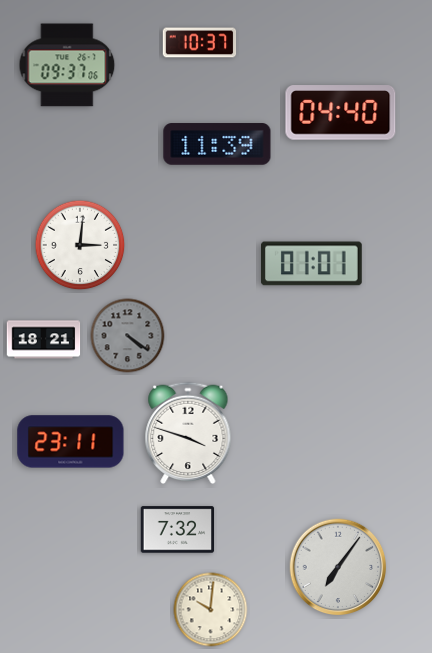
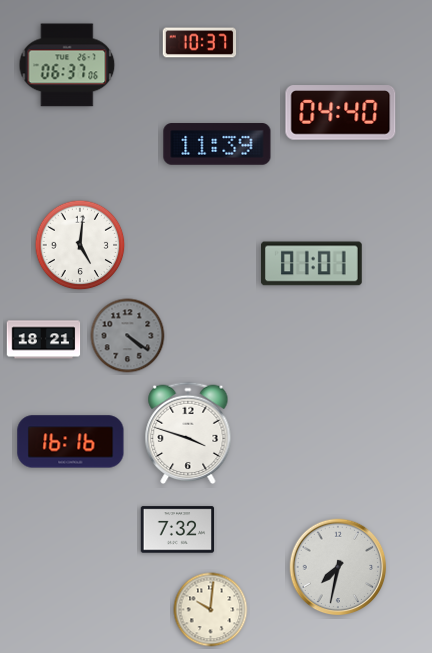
clock at (67, 65): 09:37 -> 06:37
clock at (80, 245): 3:01 -> 5:01
clock at (71, 442): 23:11 -> 16:16
clock at (338, 567): 7:06 -> 7:32
